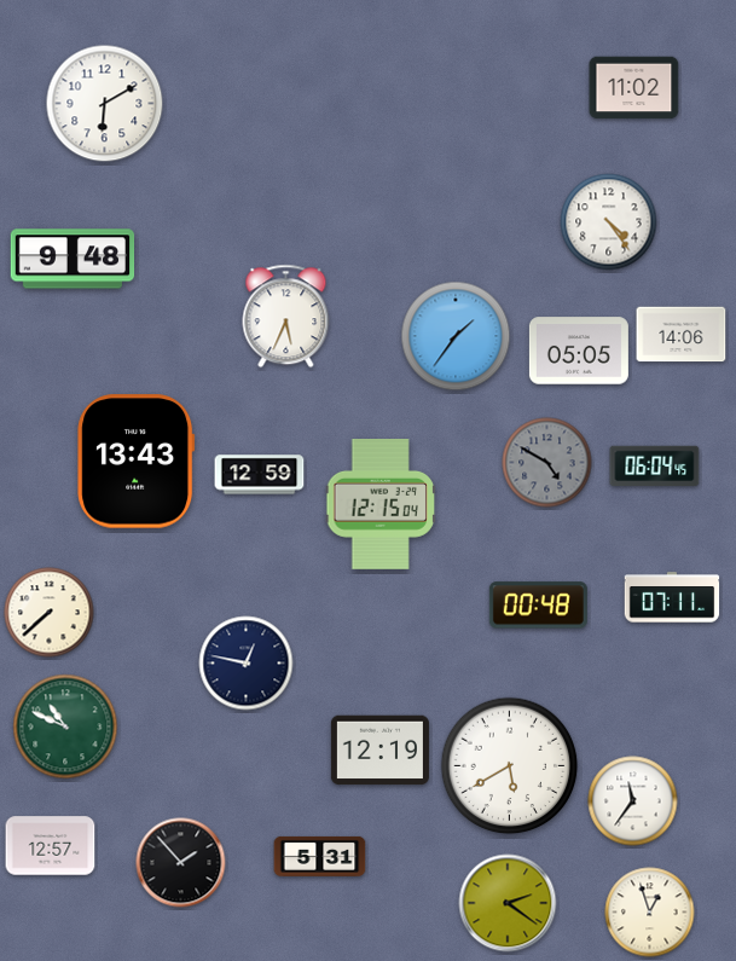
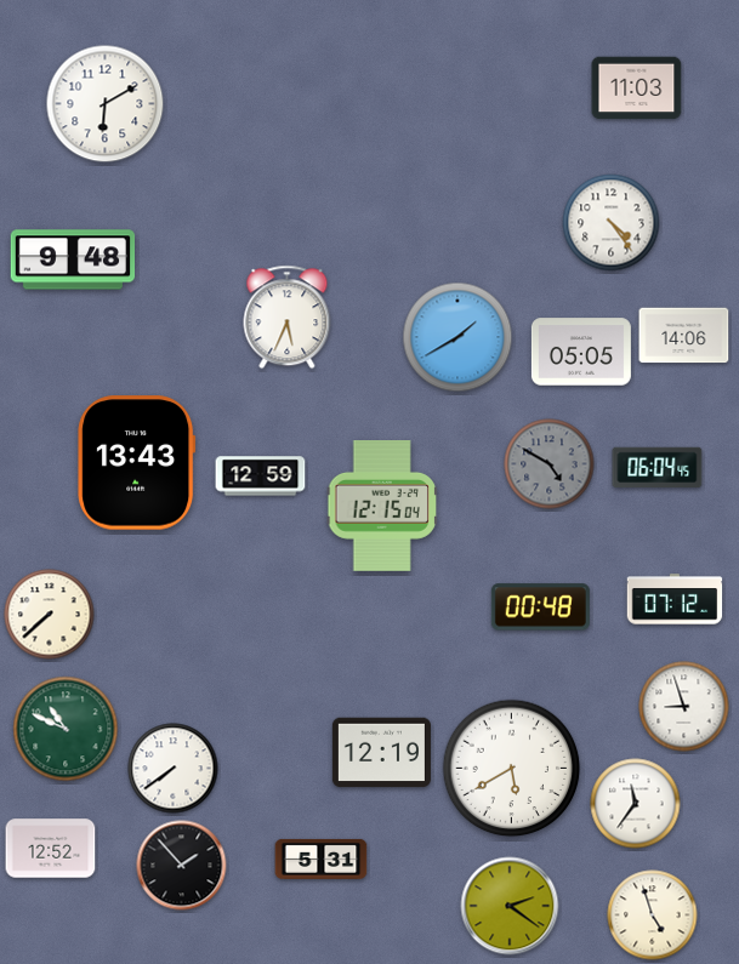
clock at (634, 88): 11:02 -> 11:03
clock at (456, 336): 1:36 -> 1:40
clock at (672, 597): 07:11 -> 07:12
clock at (247, 664): 12:47 -> none
clock at (684, 707): none -> 8:57
clock at (174, 769): none -> 7:39
clock at (51, 846): 12:57 -> 12:52
clock at (650, 913): 12:57 -> 4:57
